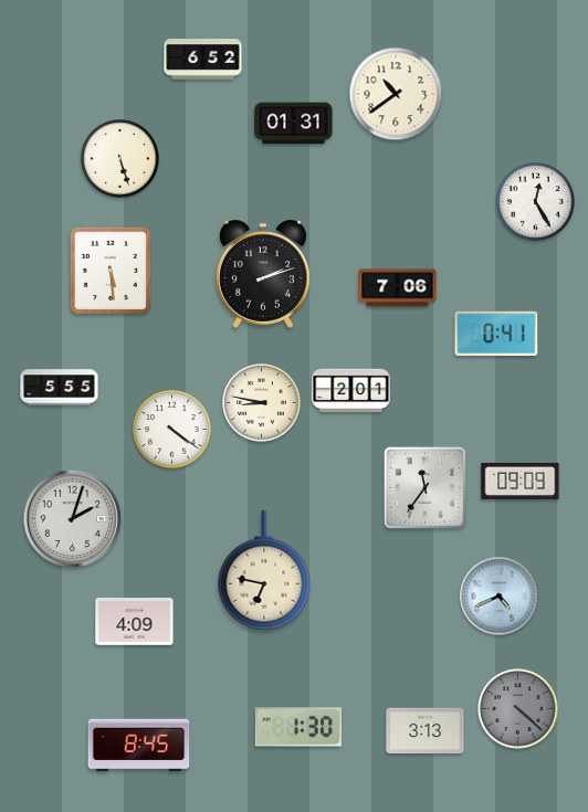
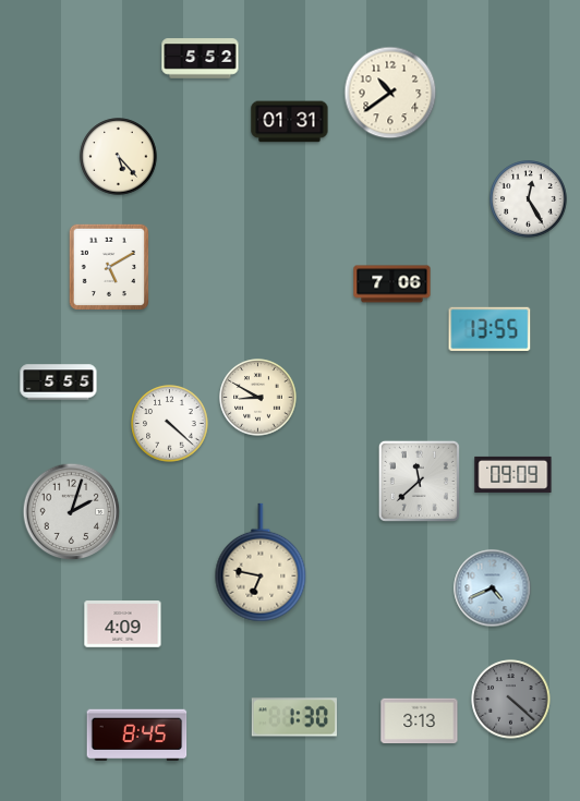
clock at (203, 60): 6:52 -> 5:52
clock at (120, 159): 5:27 -> 5:23
clock at (109, 271): 5:29 -> 5:10
clock at (263, 274): 2:12 -> none
clock at (496, 334): 0:41 -> 13:55
clock at (351, 391): 2:01 -> none
clock at (262, 403): 8:47 -> 8:50
clock at (172, 430): 4:21 -> 4:22
clock at (424, 487): 11:36 -> 11:38
clock at (135, 622) position: (135, 622) -> (123, 624)
